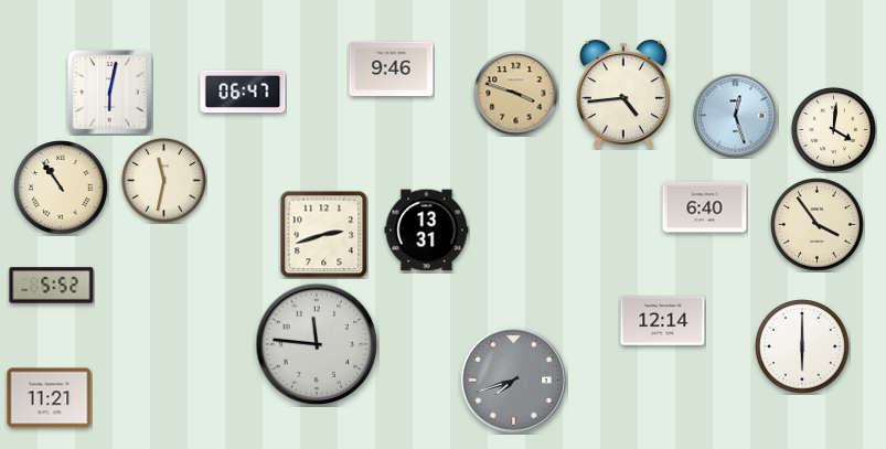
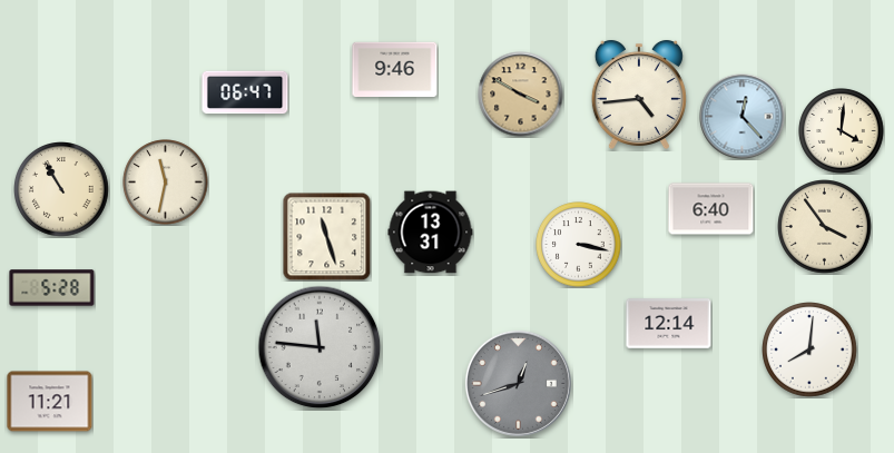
clock at (109, 92): 6:02 -> none
clock at (516, 94): 3:48 -> 3:50
clock at (623, 94) position: (623, 94) -> (639, 95)
clock at (736, 116): 12:27 -> 12:23
clock at (62, 189): 10:54 -> 10:55
clock at (324, 235): 2:42 -> 11:27
clock at (579, 245): none -> 3:17
clock at (52, 286): 5:52 -> 5:28
clock at (803, 348): 6:00 -> 8:01
clock at (513, 379): 7:42 -> 12:42
